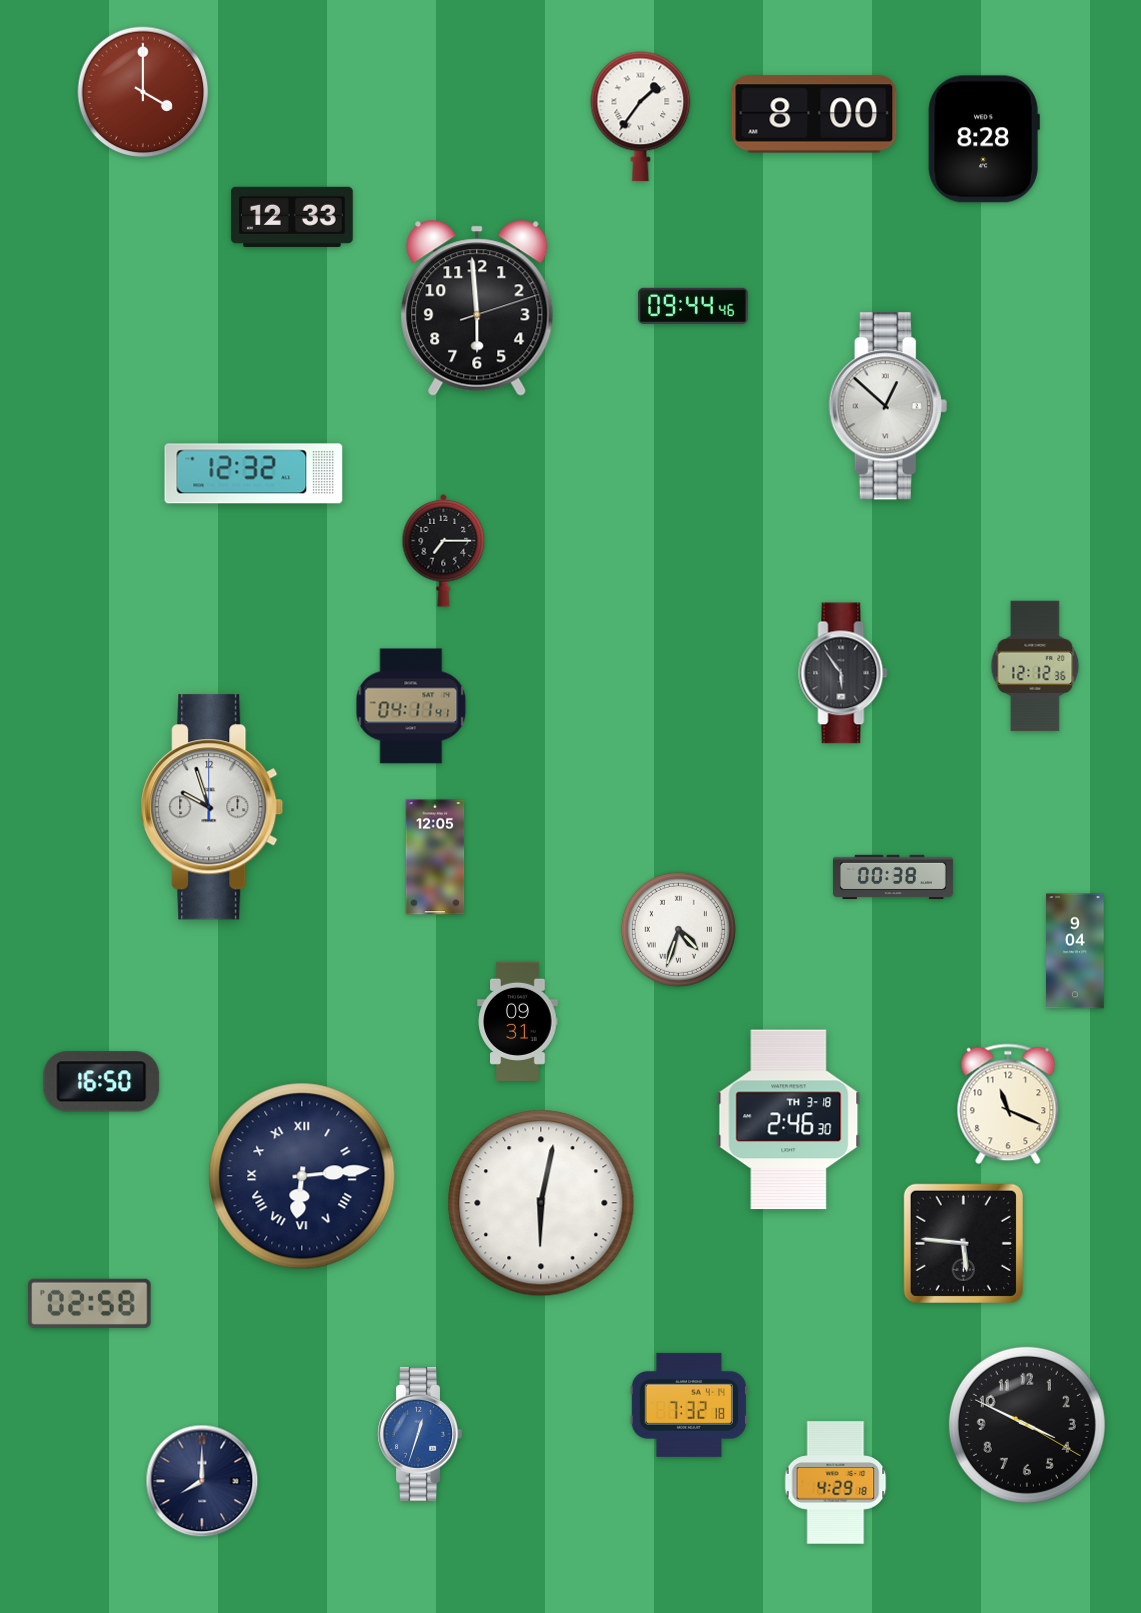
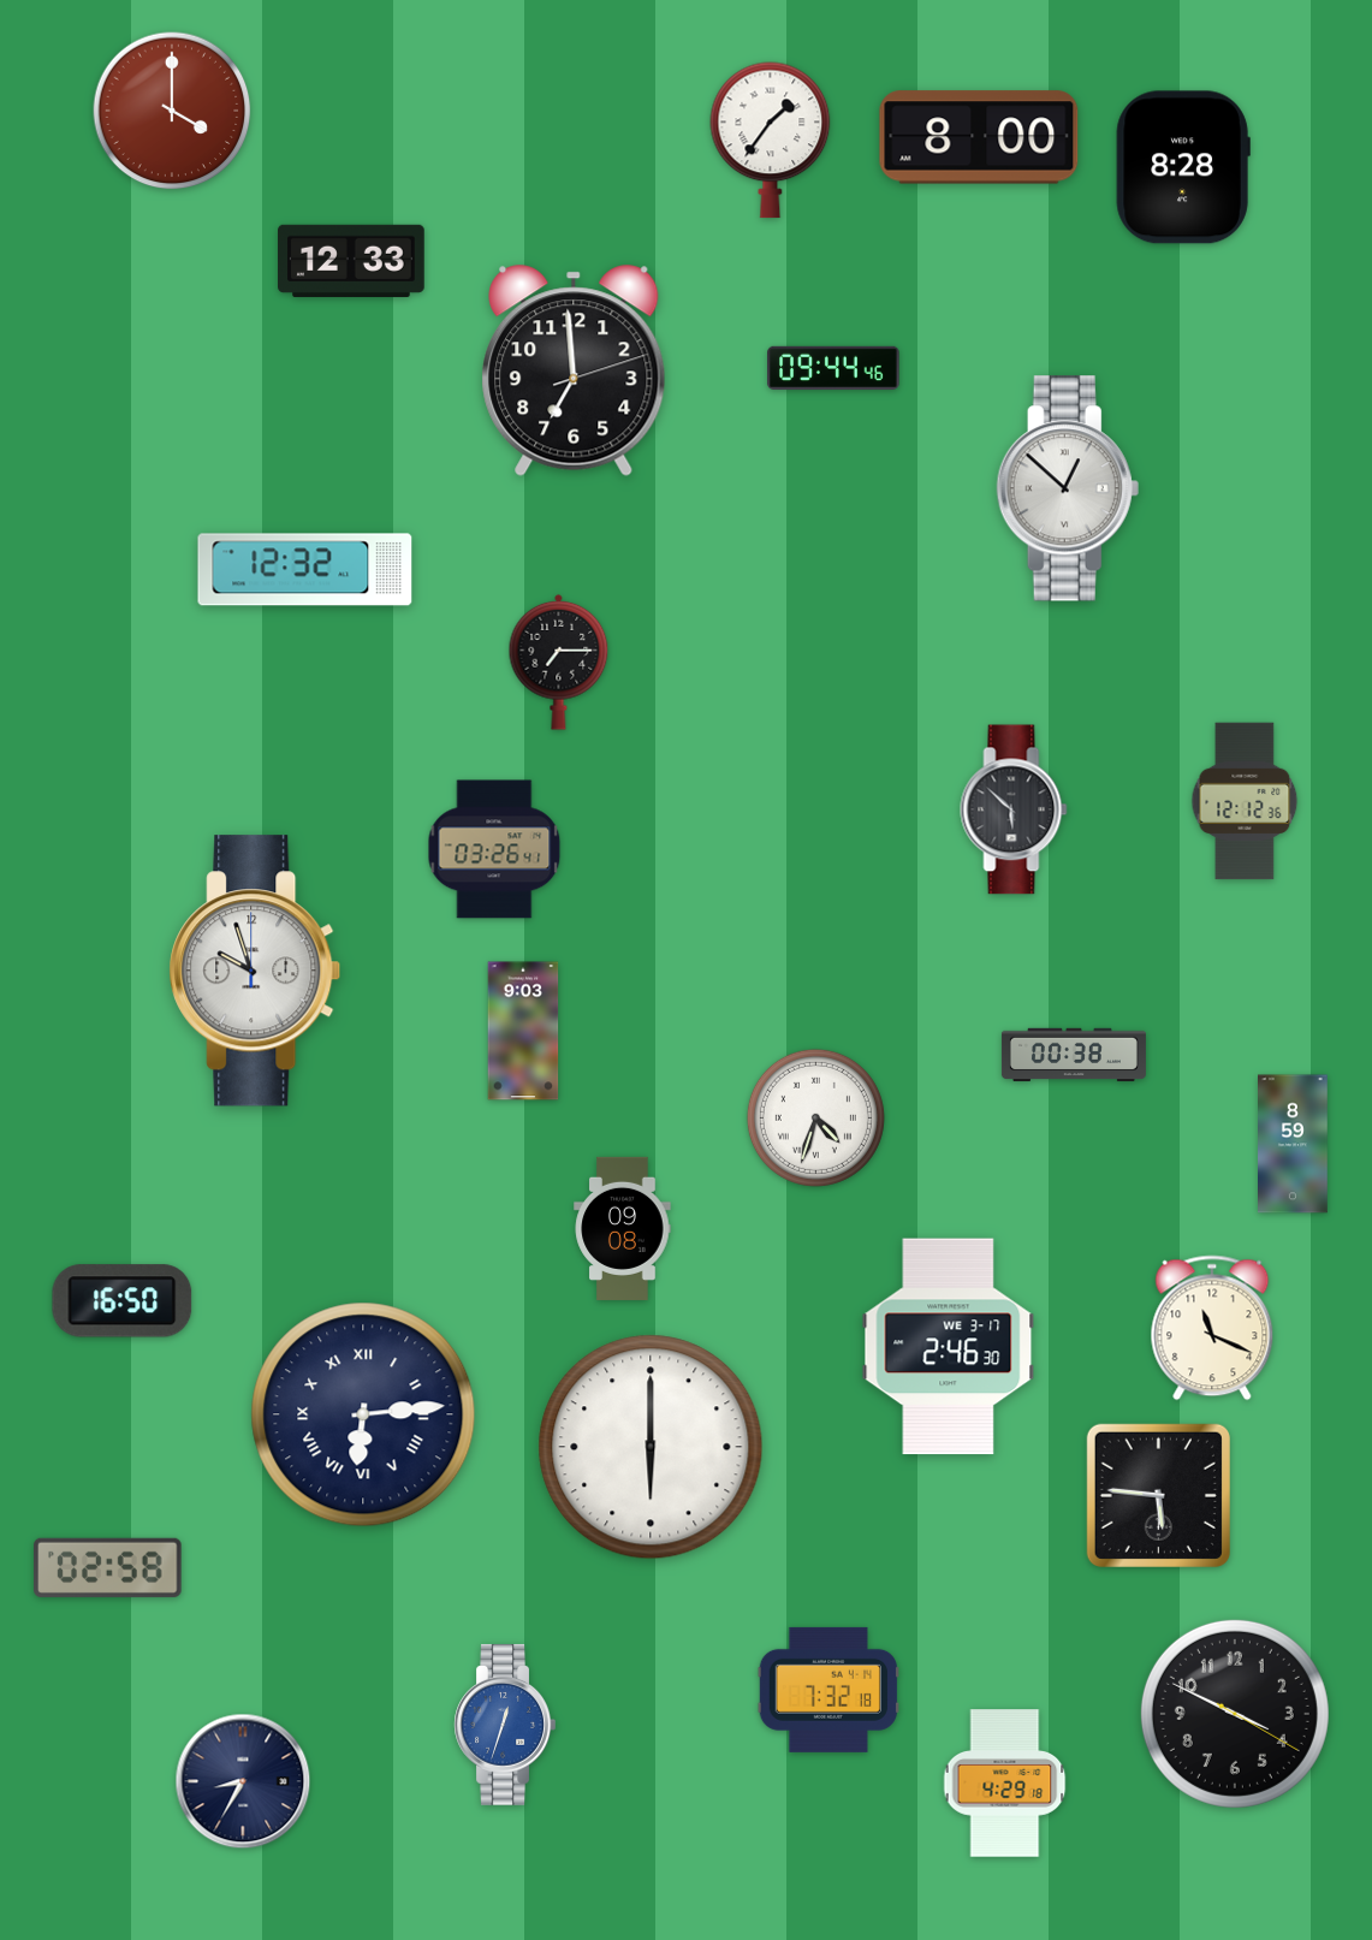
clock at (477, 308): 5:59 -> 6:59
clock at (444, 550) position: (444, 550) -> (559, 662)
clock at (843, 673): 5:54 -> 5:52
clock at (411, 706): 04:11 -> 03:26
clock at (435, 857): 12:05 -> 9:03
clock at (1076, 951): 9:04 -> 8:59
clock at (518, 1021): 09:31 -> 09:08
clock at (789, 1120) date: TH 3-18 -> WE 3-17
clock at (541, 1203): 6:02 -> 6:00
clock at (202, 1481): 8:00 -> 8:35
